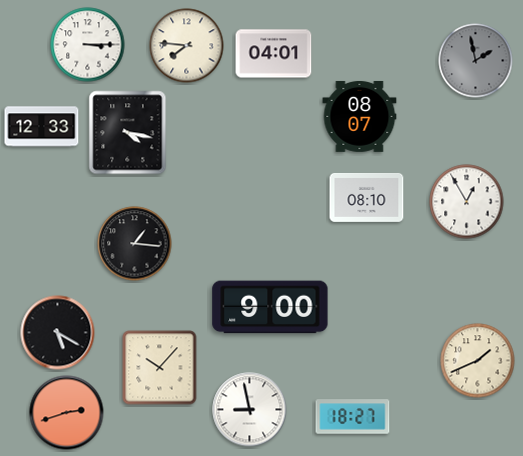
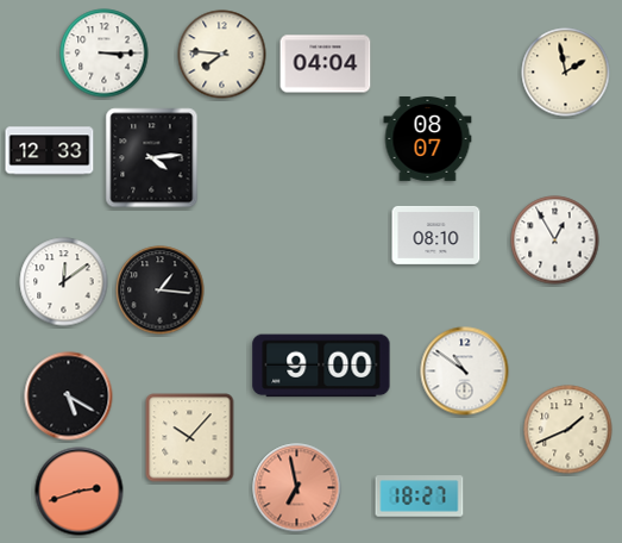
clock at (274, 54): 04:01 -> 04:04
clock at (476, 61) dial: grey -> cream
clock at (128, 133): 4:17 -> 4:14
clock at (64, 282): none -> 12:09
clock at (465, 372): none -> 10:51
clock at (250, 410): 8:58 -> 6:58
clock at (250, 410) dial: white -> salmon
